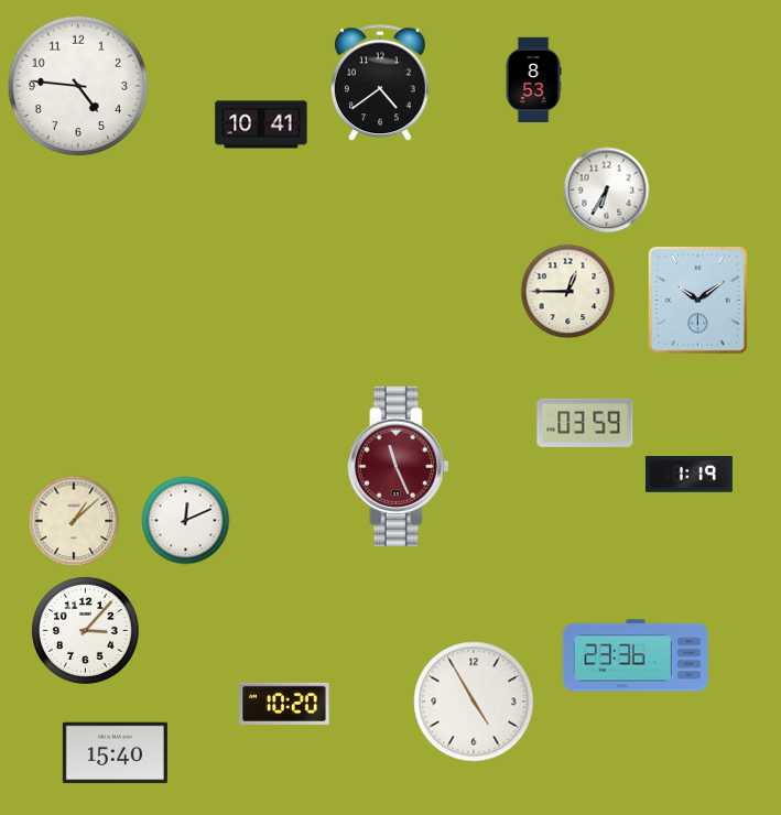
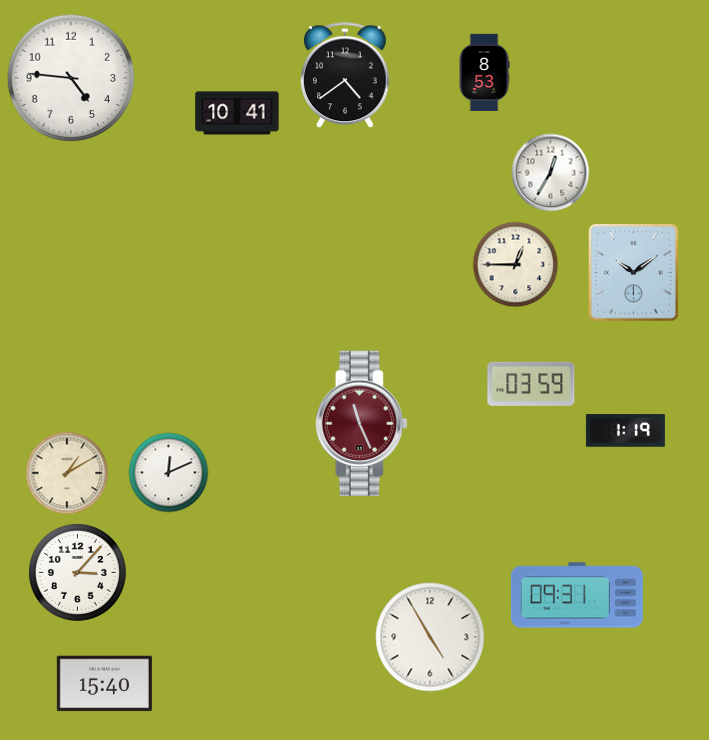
clock at (607, 191): 6:35 -> 12:35
clock at (74, 521): 1:08 -> 1:10
clock at (636, 655): 23:36 -> 09:31
clock at (284, 704): 10:20 -> none
